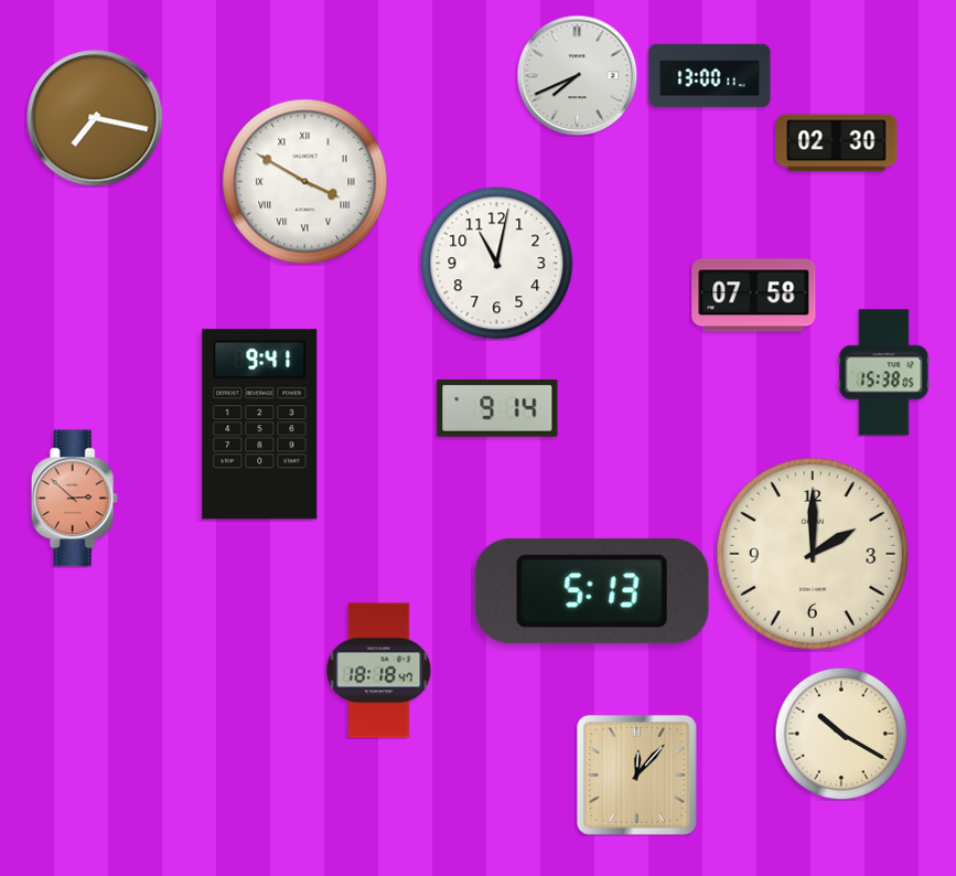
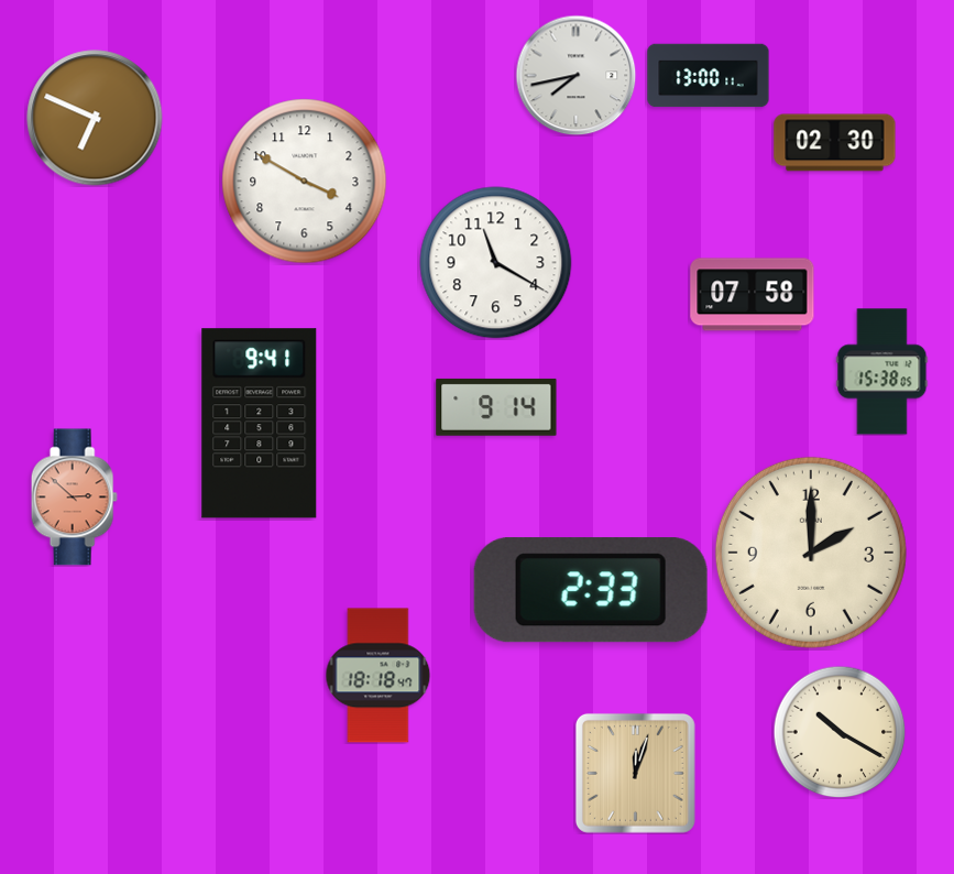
clock at (577, 75): 7:41 -> 7:43
clock at (95, 118): 7:17 -> 6:49
clock at (305, 182) numerals: Roman -> Arabic
clock at (497, 264): 11:02 -> 11:20
clock at (592, 591): 5:13 -> 2:33
clock at (379, 671) position: (379, 671) -> (379, 676)
clock at (636, 774): 12:07 -> 12:03
